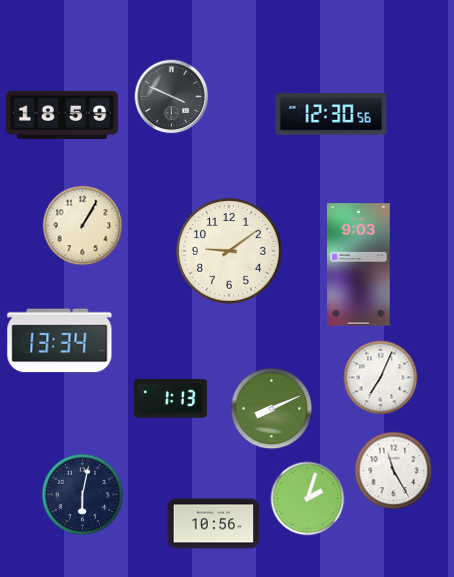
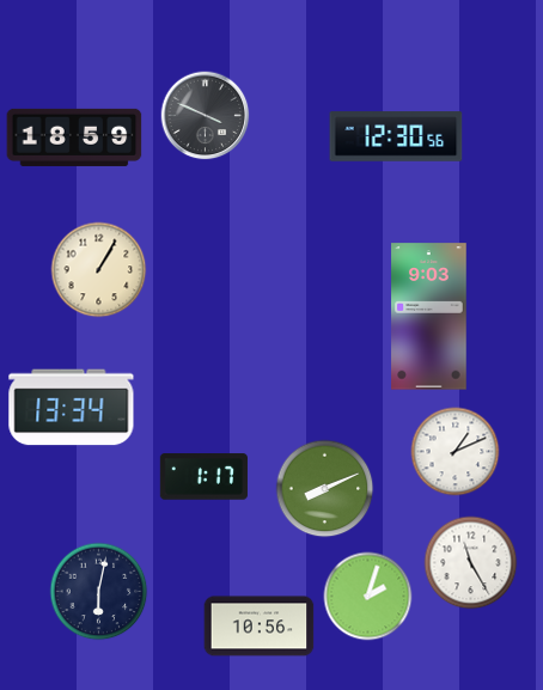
clock at (229, 251): 9:09 -> none
clock at (381, 378): 7:04 -> 1:11
clock at (170, 399): 1:13 -> 1:17
clock at (214, 524) position: (214, 524) -> (260, 627)
